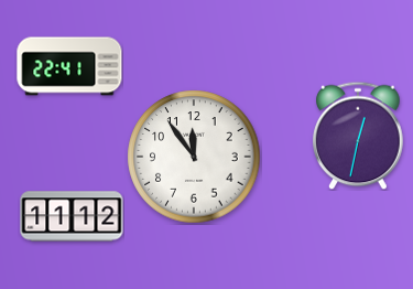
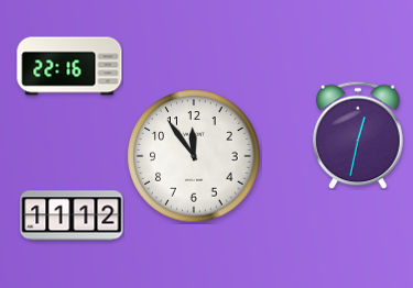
clock at (69, 66): 22:41 -> 22:16
